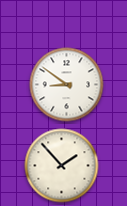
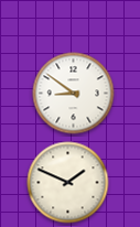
clock at (62, 166): 1:53 -> 1:49
